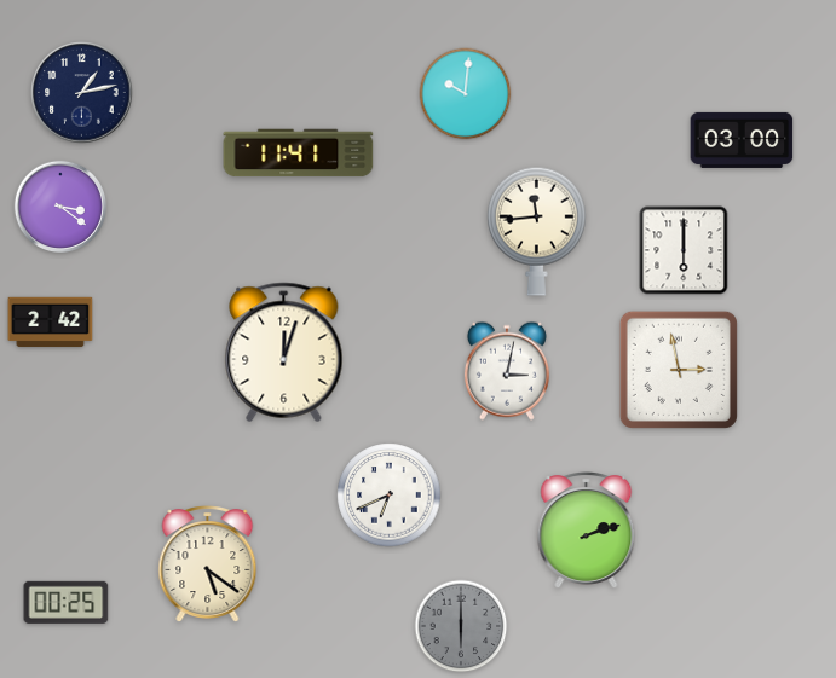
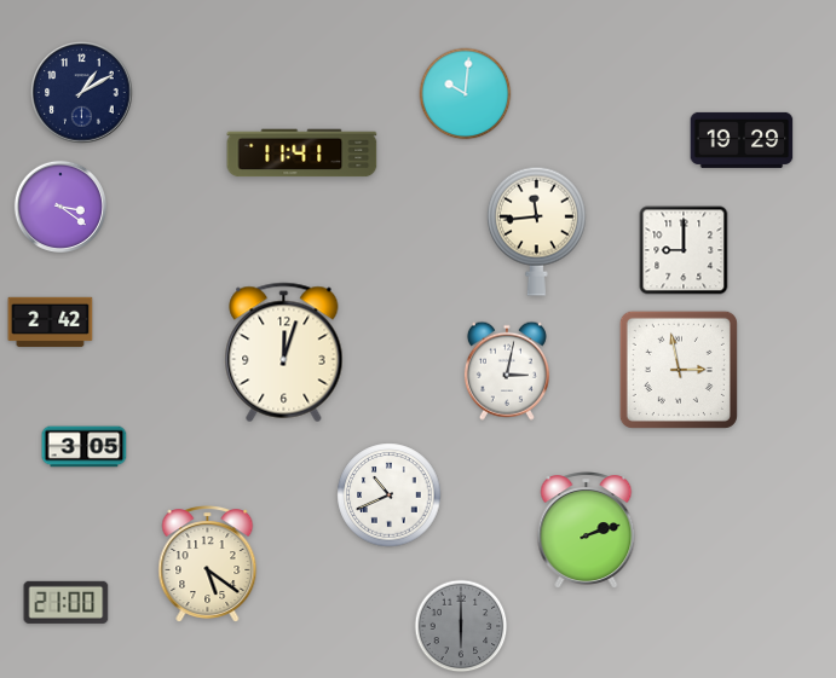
clock at (82, 93): 1:13 -> 1:10
clock at (742, 140): 03:00 -> 19:29
clock at (299, 153) position: (299, 153) -> (302, 153)
clock at (684, 250): 6:00 -> 9:00
clock at (85, 447): none -> 3:05
clock at (390, 496): 6:41 -> 10:41
clock at (67, 602): 00:25 -> 21:00
